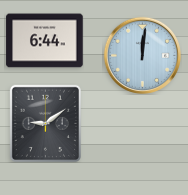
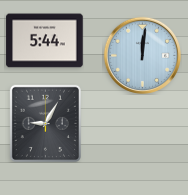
clock at (45, 41): 6:44 -> 5:44
clock at (45, 123): 9:09 -> 9:05
